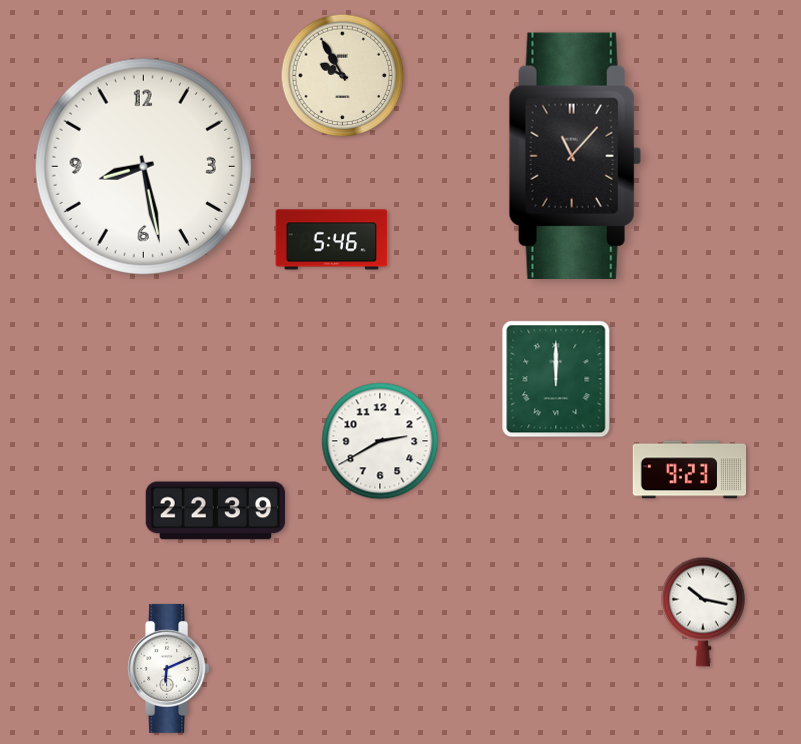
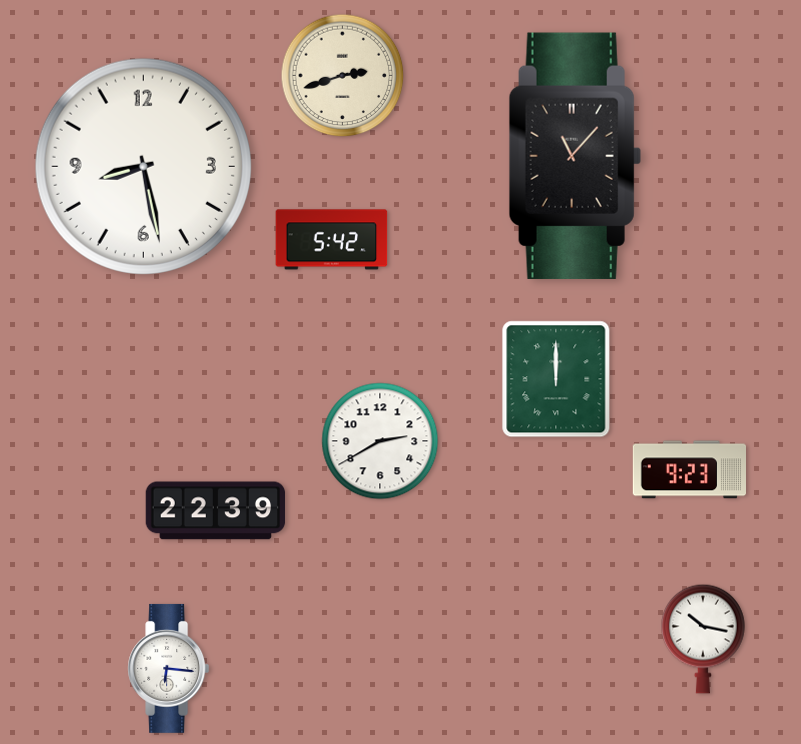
clock at (343, 76): 9:55 -> 2:42
clock at (332, 240): 5:46 -> 5:42
clock at (703, 612) position: (703, 612) -> (703, 639)
clock at (169, 668): 6:11 -> 6:16
